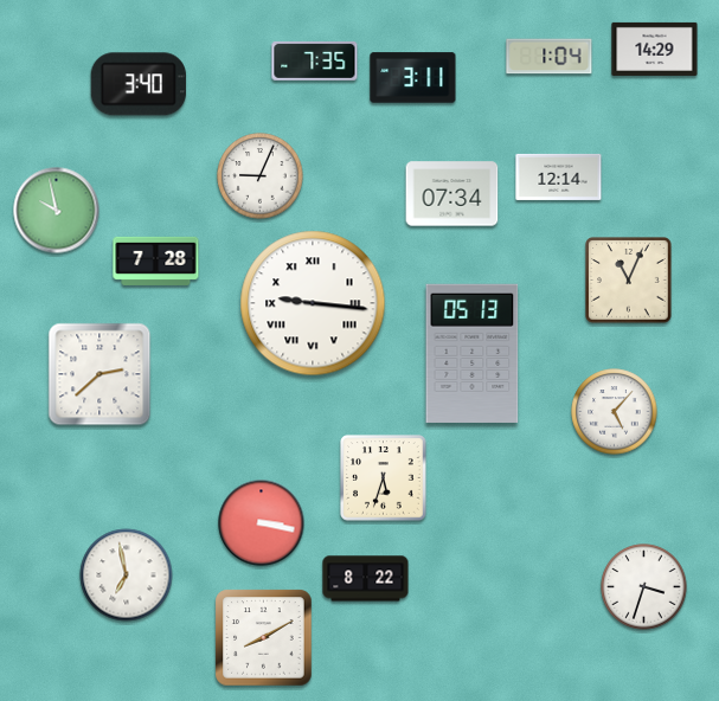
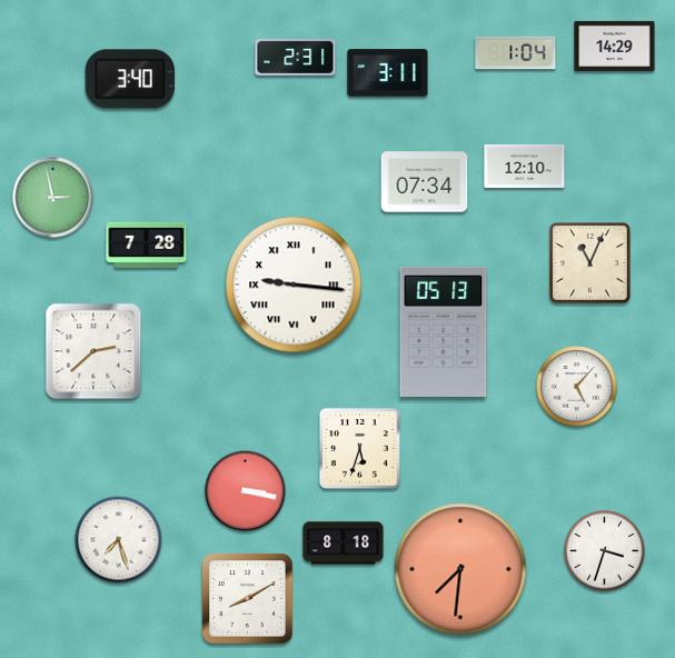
clock at (315, 62): 7:35 -> 2:31
clock at (261, 176): 9:04 -> none
clock at (559, 176): 12:14 -> 12:10
clock at (57, 211): 9:58 -> 2:58
clock at (127, 575): 6:58 -> 7:27
clock at (366, 579): 8:22 -> 8:18
clock at (460, 569): none -> 7:31
